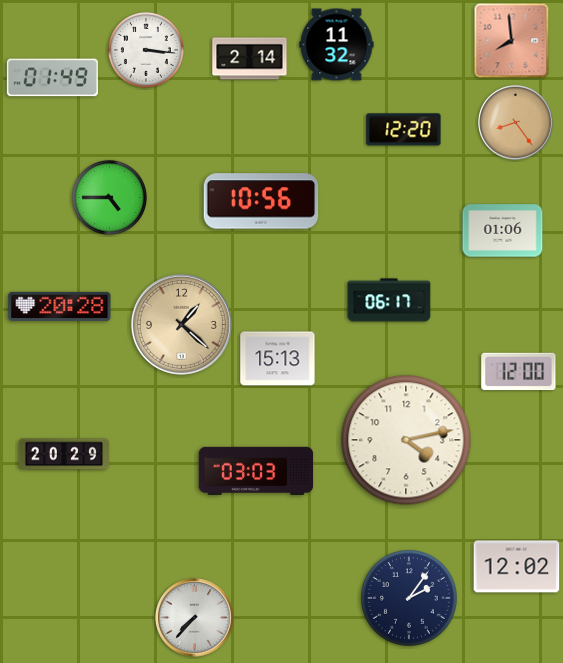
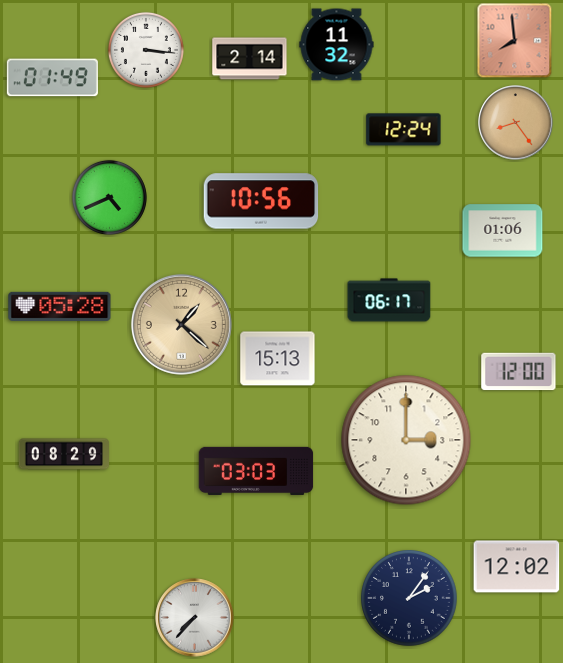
clock at (512, 41) position: (512, 41) -> (515, 41)
clock at (404, 130): 12:20 -> 12:24
clock at (109, 197): 4:45 -> 4:41
clock at (60, 306): 20:28 -> 05:28
clock at (406, 440): 4:13 -> 3:00
clock at (63, 454): 20:29 -> 08:29
